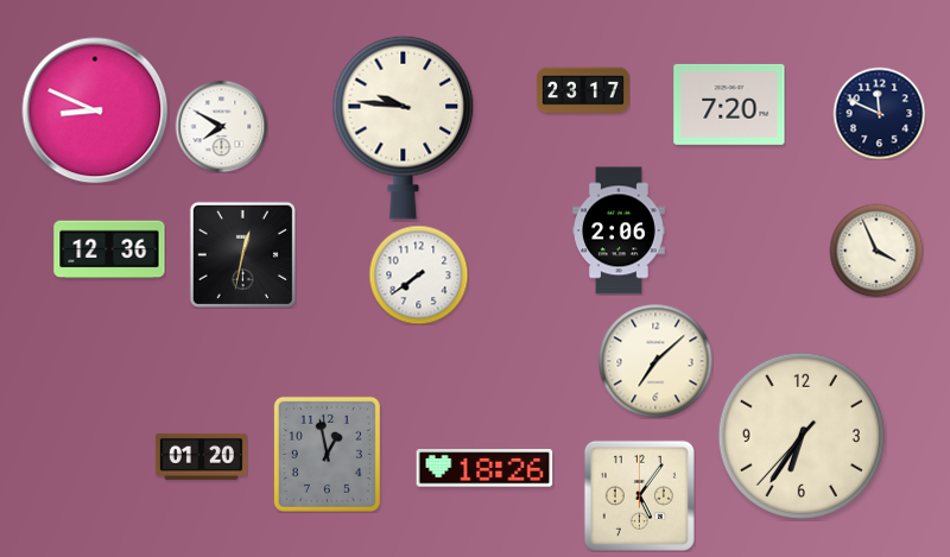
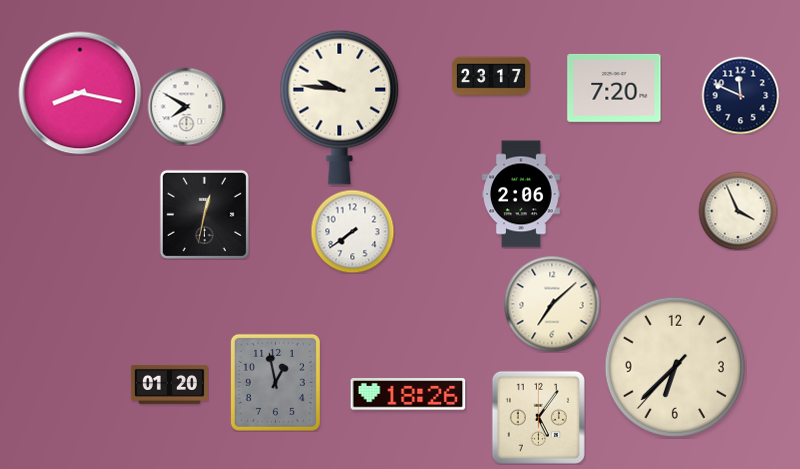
clock at (95, 110): 8:49 -> 8:17
clock at (109, 249): 12:36 -> none
clock at (802, 436): 6:35 -> 6:37
